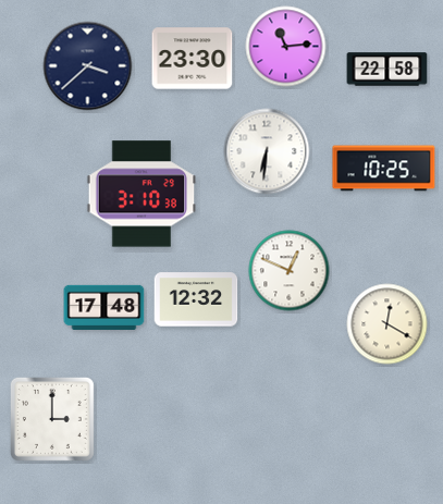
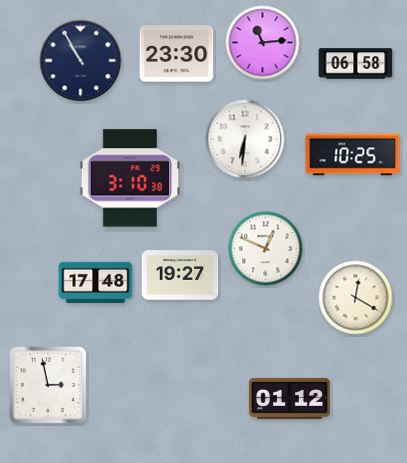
clock at (88, 66): 3:38 -> 10:55
clock at (387, 70): 22:58 -> 06:58
clock at (196, 299): 12:32 -> 19:27
clock at (52, 419): 3:00 -> 2:58
clock at (289, 398): none -> 01:12
